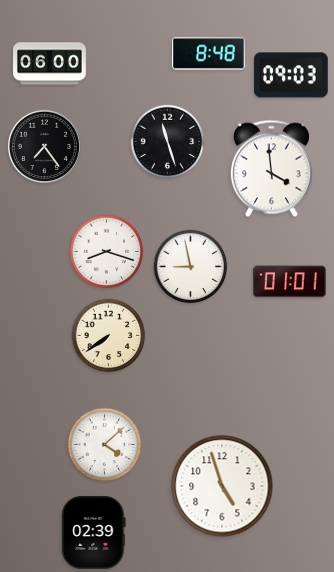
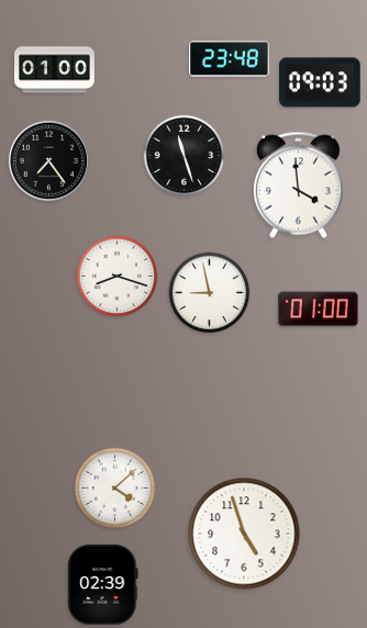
clock at (209, 54): 8:48 -> 23:48
clock at (50, 64): 06:00 -> 01:00
clock at (289, 282): 01:01 -> 01:00
clock at (109, 336): 7:39 -> none
